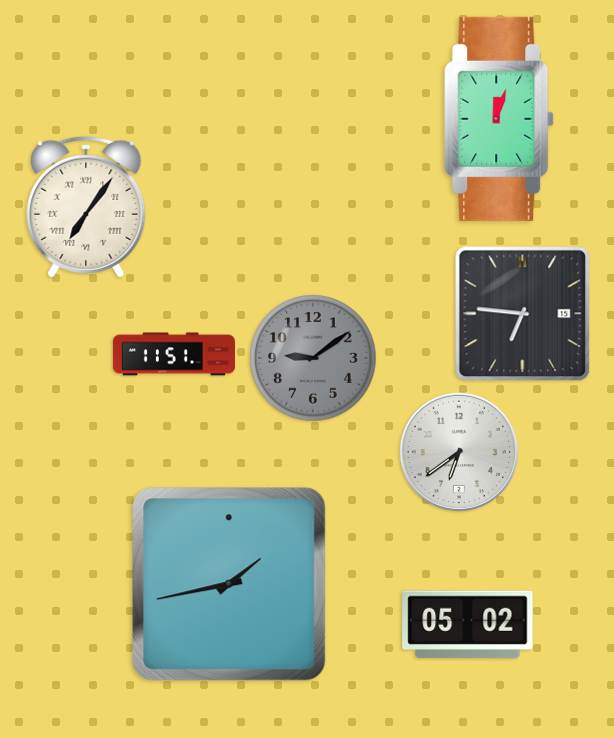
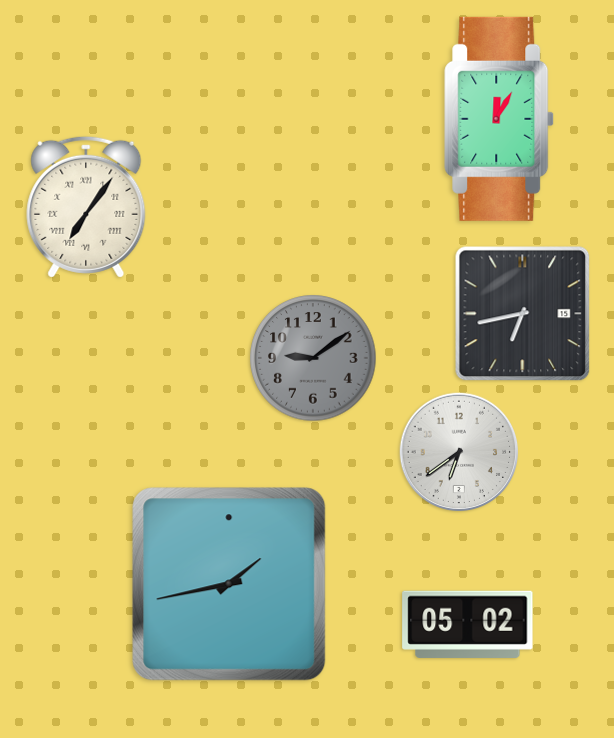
clock at (499, 119): 12:03 -> 12:05
clock at (523, 314): 6:46 -> 6:43
clock at (174, 354): 11:51 -> none
